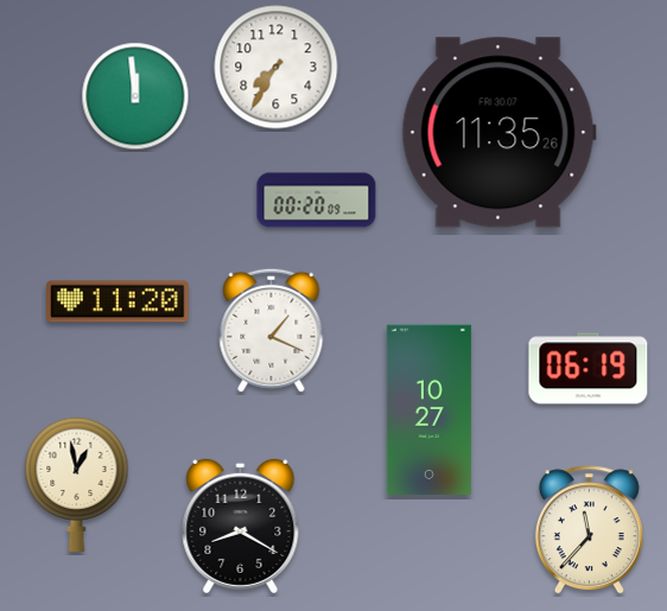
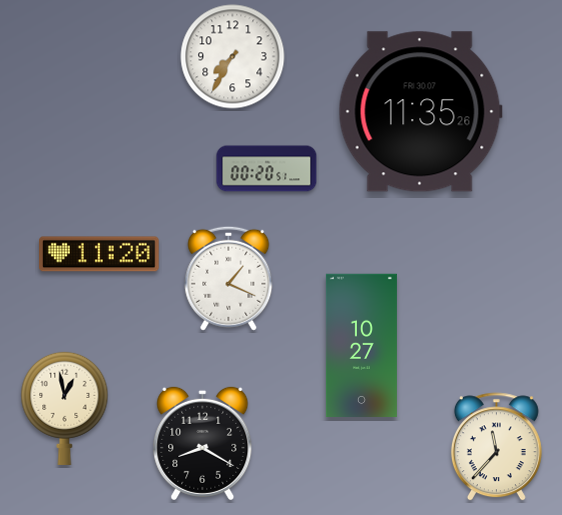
clock at (135, 96): 11:59 -> none
clock at (317, 201): 00:20:09 -> 00:20:51
clock at (589, 369): 06:19 -> none
